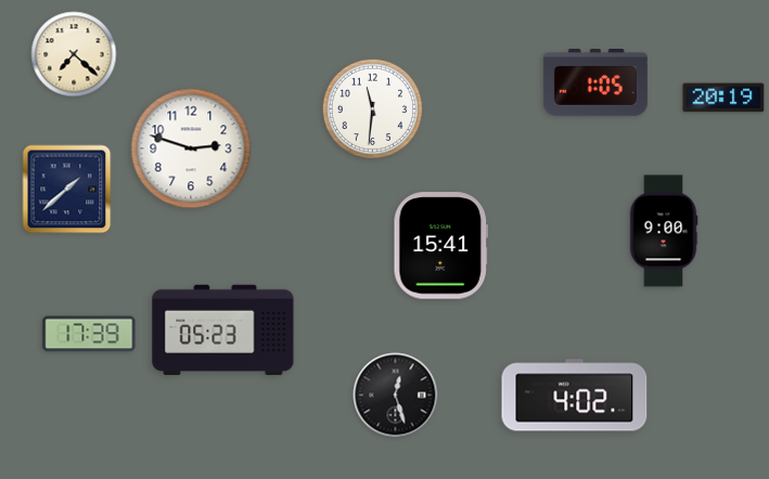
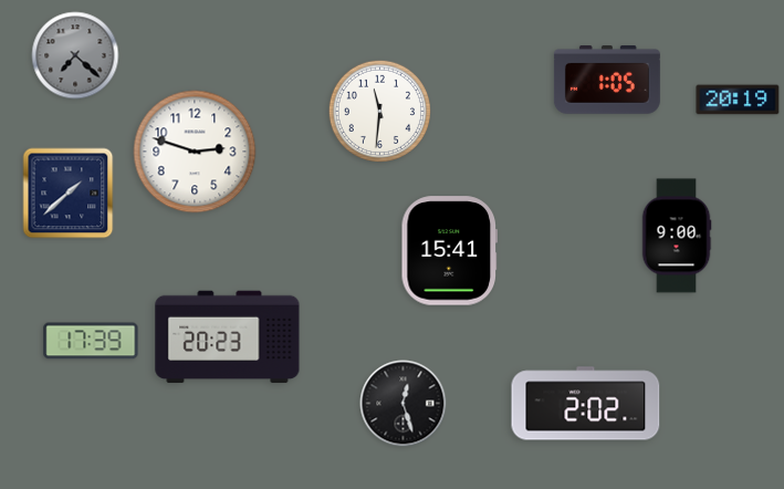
clock at (74, 54) dial: cream -> grey
clock at (595, 83) position: (595, 83) -> (607, 81)
clock at (223, 331): 05:23 -> 20:23
clock at (575, 396): 4:02 -> 2:02
